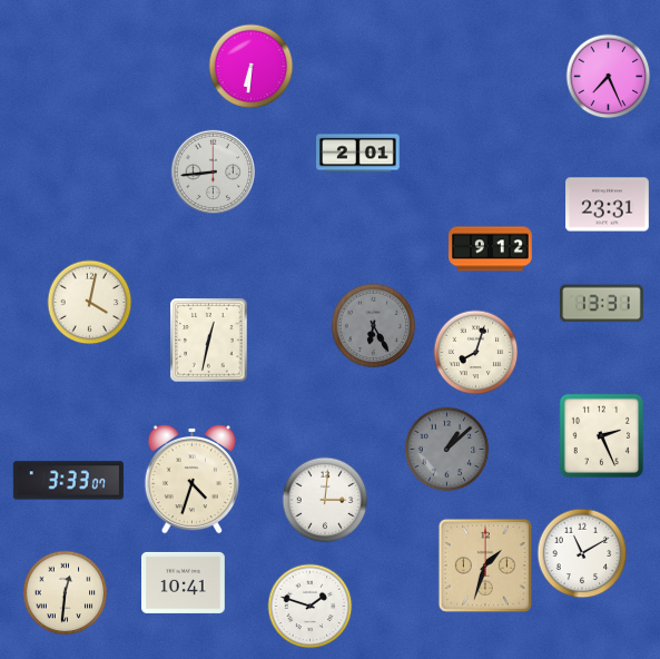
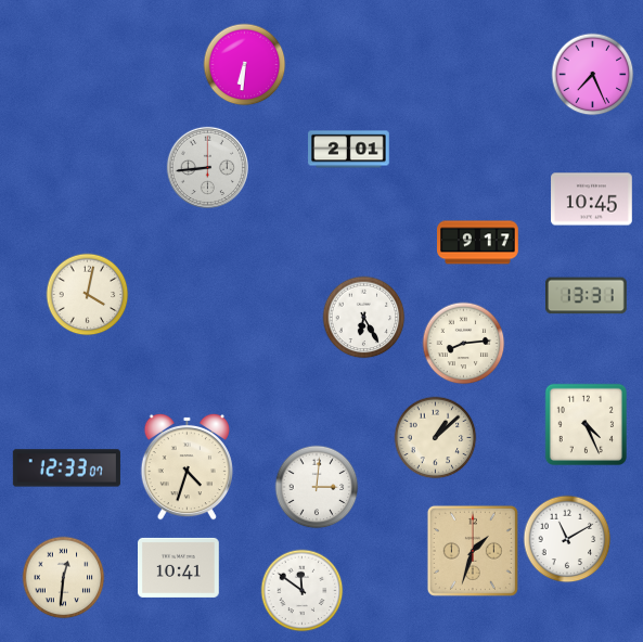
clock at (608, 205): 23:31 -> 10:45
clock at (491, 249): 9:12 -> 9:17
clock at (374, 326) dial: grey -> white
clock at (209, 341): 12:32 -> none
clock at (476, 353): 8:03 -> 8:14
clock at (601, 435): 2:26 -> 4:26
clock at (447, 450) dial: grey -> cream
clock at (68, 481): 3:33 -> 12:33
clock at (311, 607): 1:48 -> 11:51
